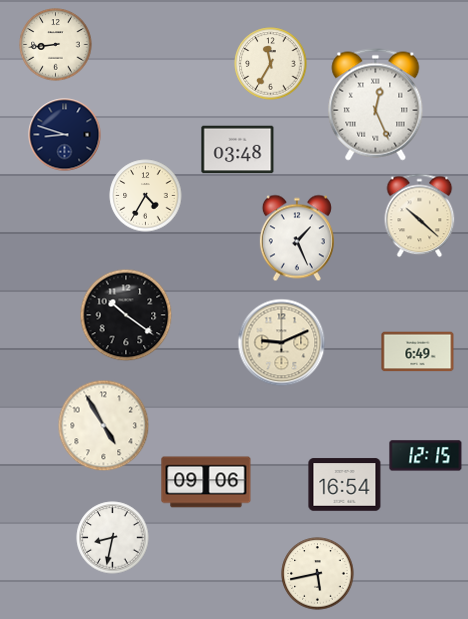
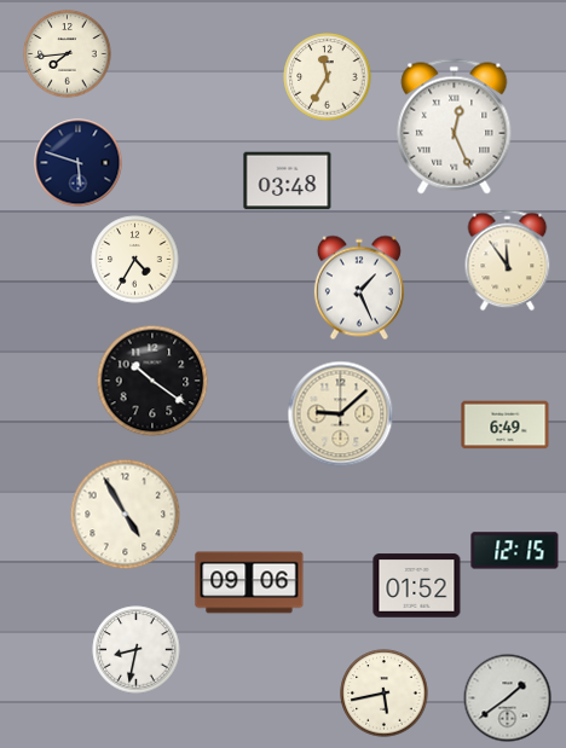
clock at (56, 45): 8:44 -> 7:44
clock at (65, 135): 8:48 -> 5:48
clock at (146, 196) position: (146, 196) -> (135, 260)
clock at (420, 216): 10:22 -> 11:54
clock at (282, 343): 9:11 -> 9:08
clock at (345, 485): 16:54 -> 01:52
clock at (508, 698): none -> 1:39
